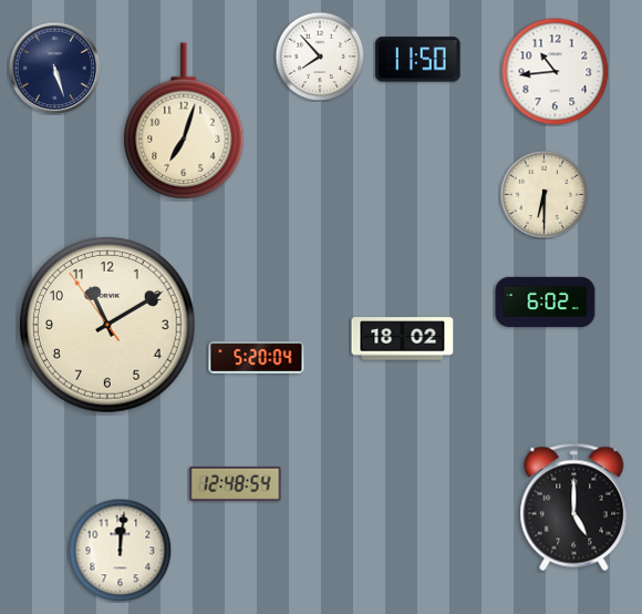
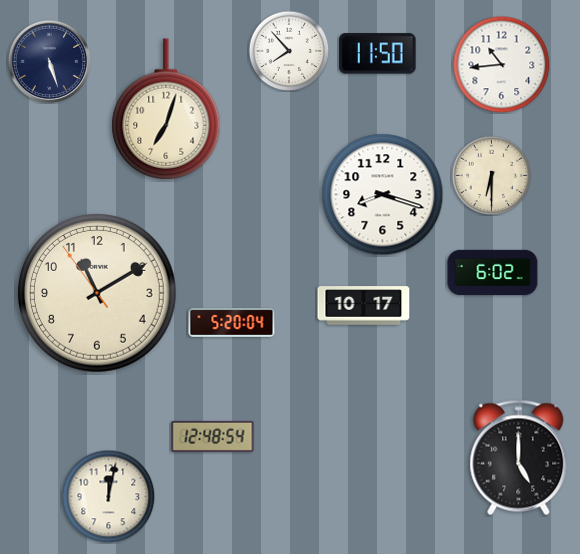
clock at (383, 195): none -> 8:18
clock at (403, 339): 18:02 -> 10:17
clock at (120, 550): 12:01 -> 12:02
